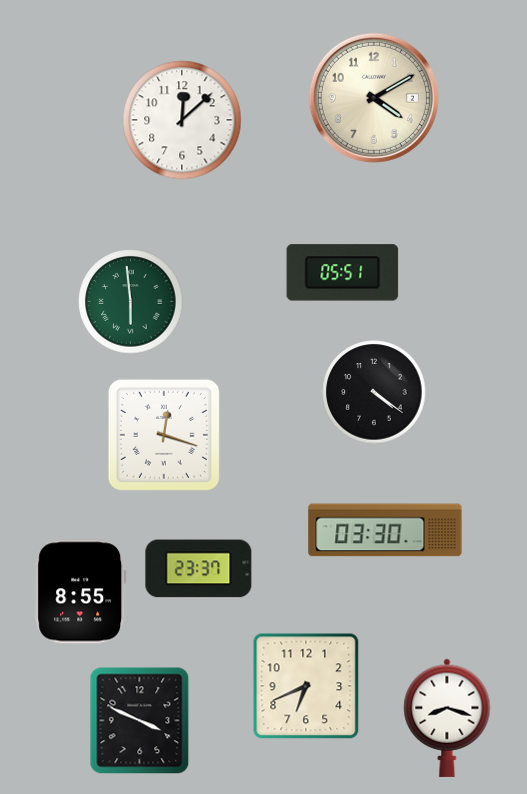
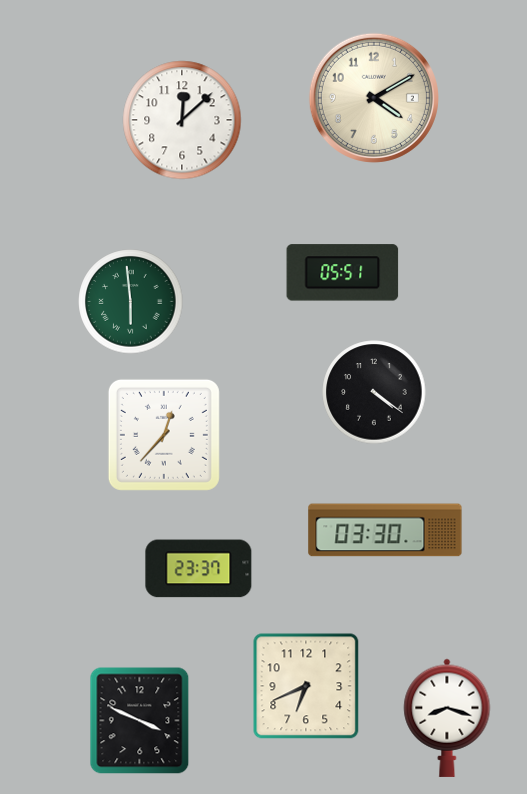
clock at (164, 435): 12:18 -> 12:37
clock at (81, 592): 8:55 -> none
